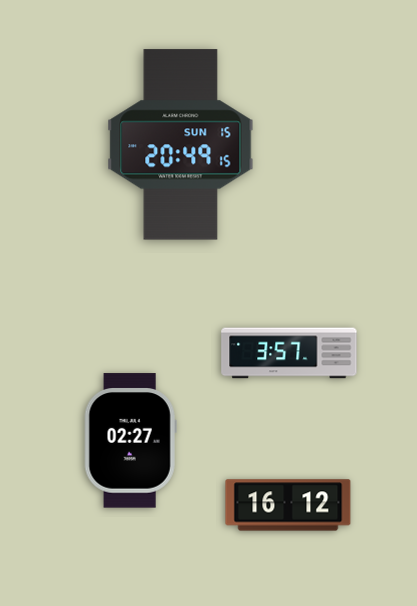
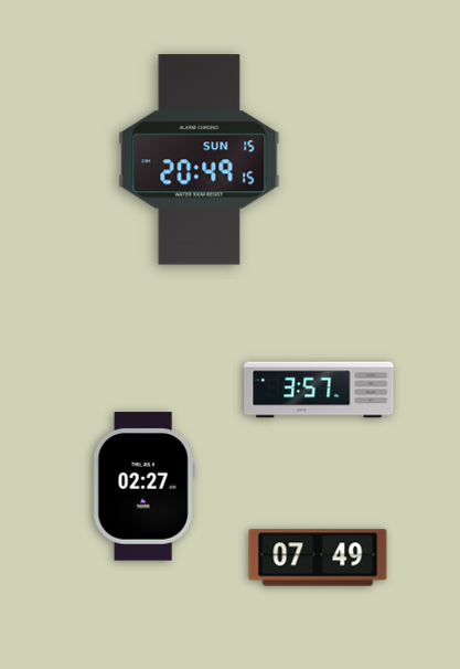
clock at (288, 505): 16:12 -> 07:49
